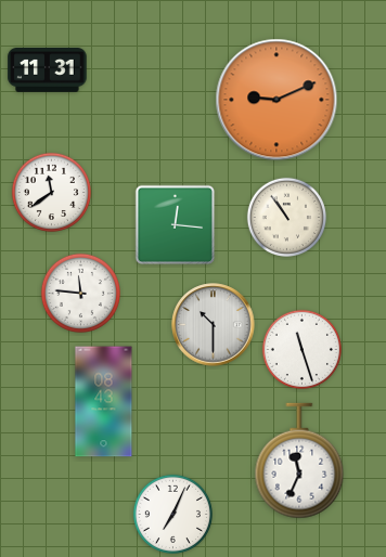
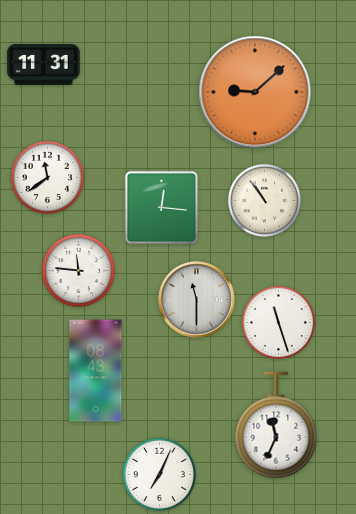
clock at (276, 100): 9:11 -> 9:08
clock at (80, 293) position: (80, 293) -> (78, 270)
clock at (214, 325): 10:30 -> 11:30
